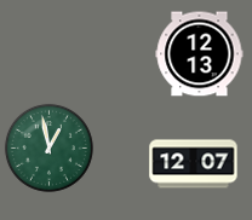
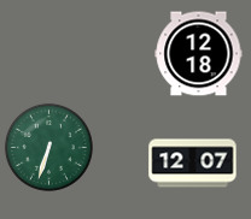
clock at (200, 54): 12:13 -> 12:18
clock at (48, 147): 12:58 -> 6:33
